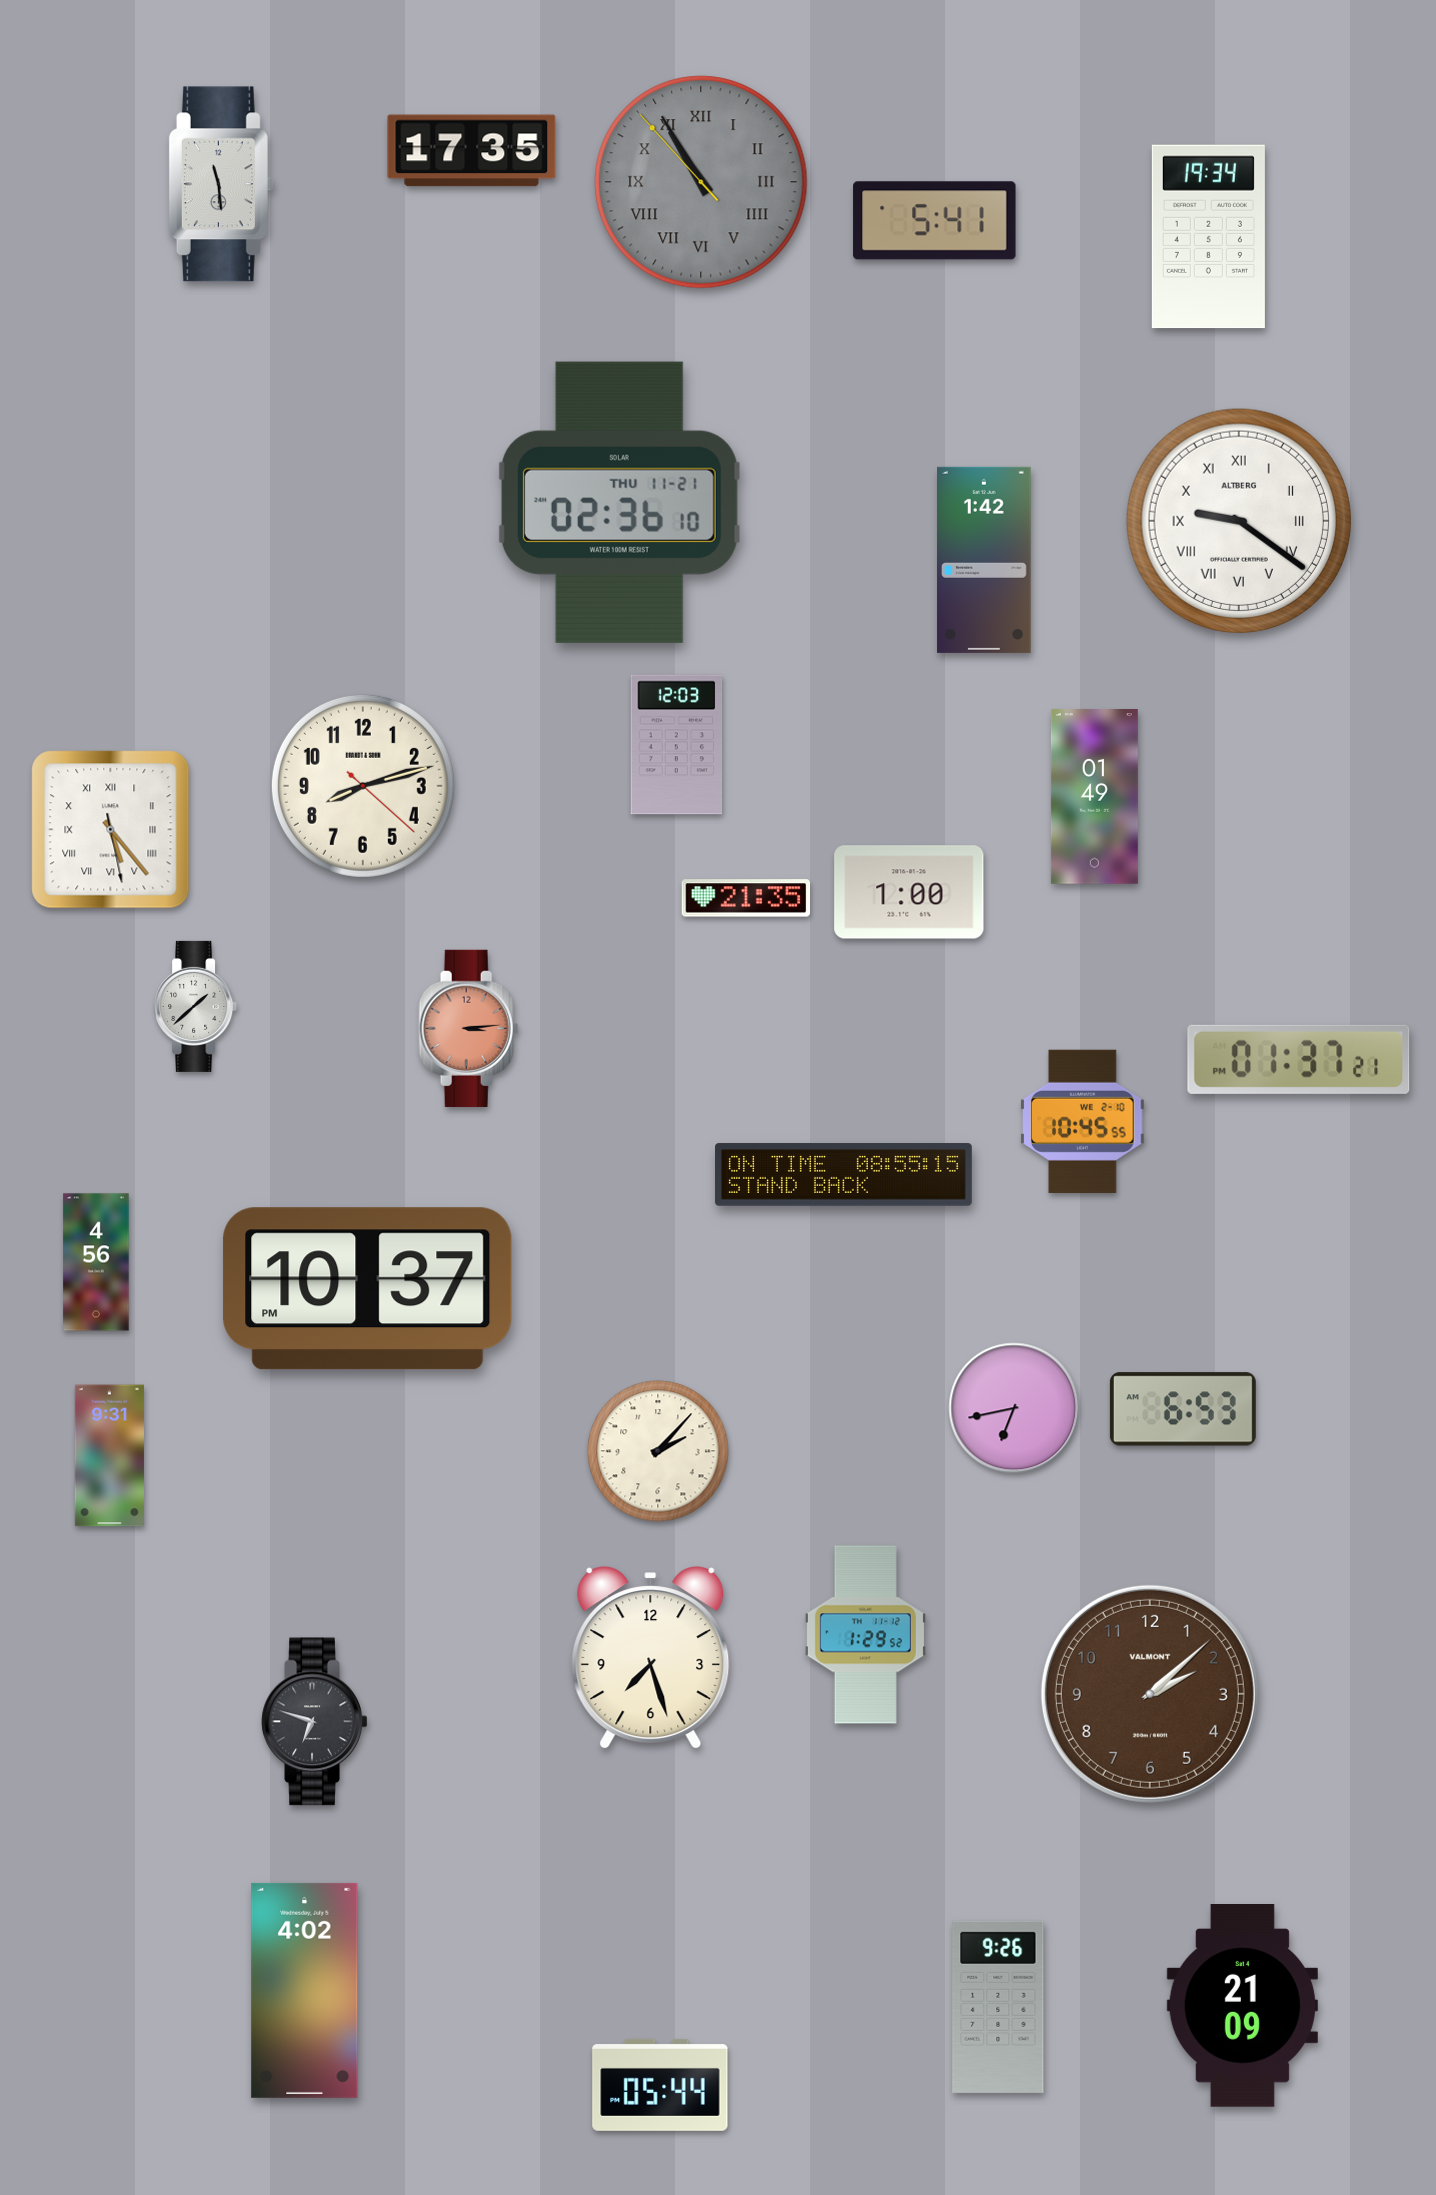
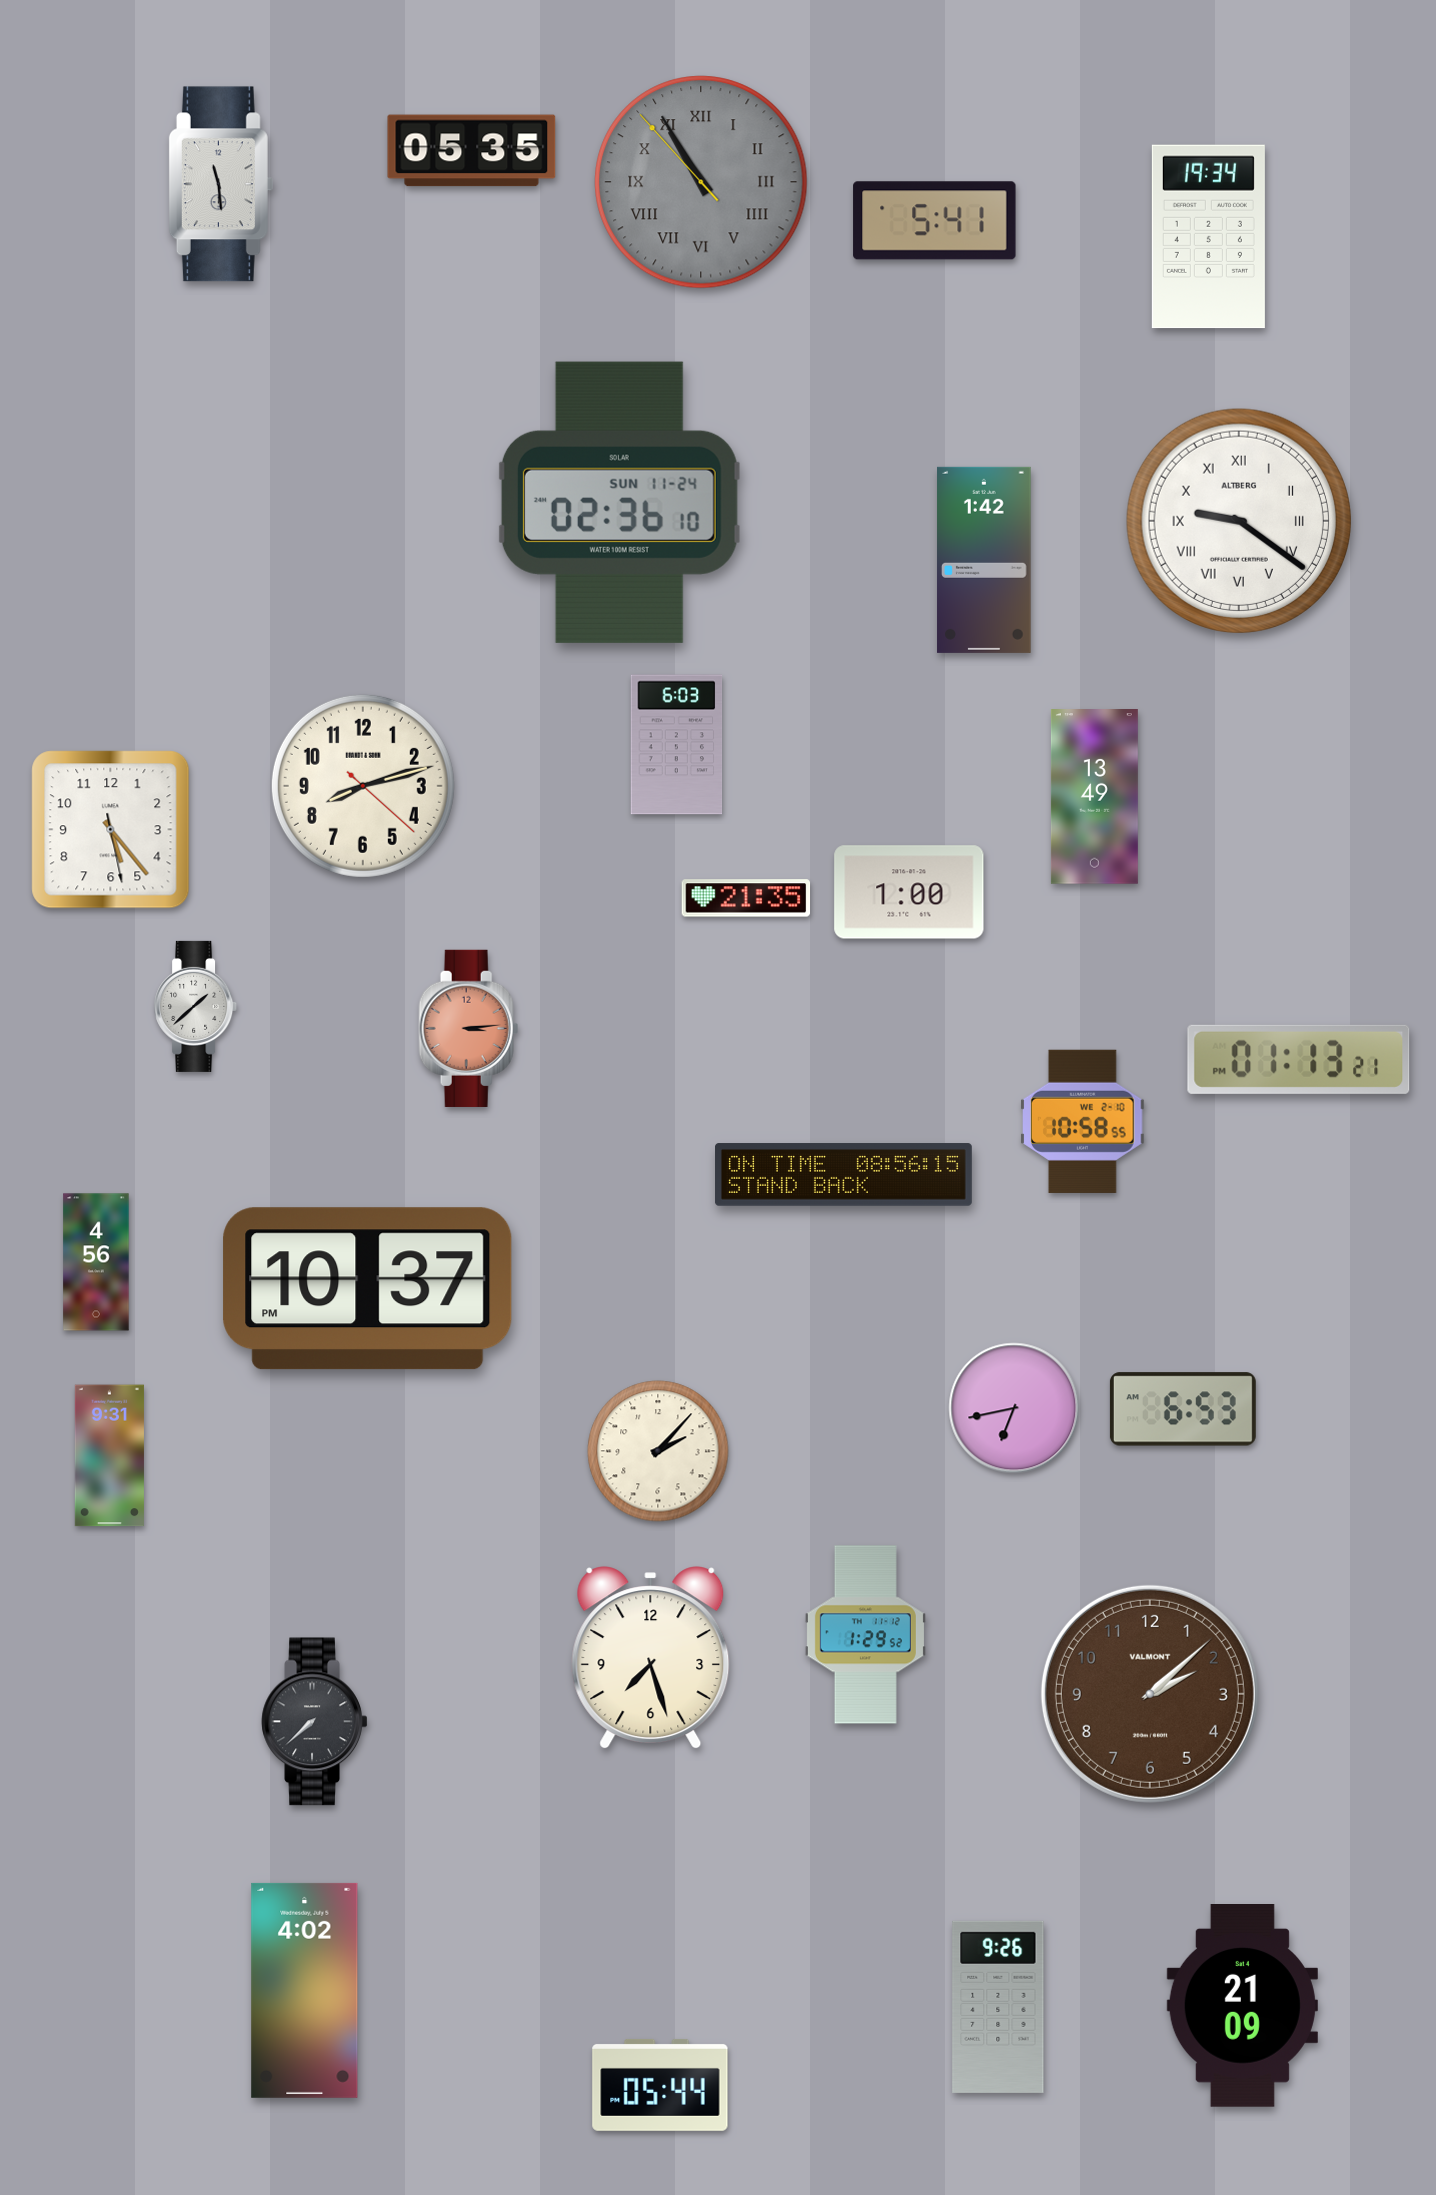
clock at (472, 151): 17:35 -> 05:35
clock at (619, 502) date: THU 11-21 -> SUN 11-24
clock at (677, 745): 12:03 -> 6:03
clock at (1094, 797): 01:49 -> 13:49
clock at (111, 830) numerals: Roman -> Arabic
clock at (1299, 1059): 01:37 -> 01:13
clock at (1083, 1121): 10:45 -> 10:58
clock at (844, 1175): 08:55 -> 08:56
clock at (315, 1722): 6:48 -> 7:38
